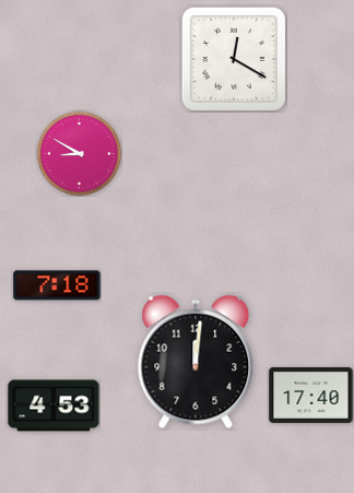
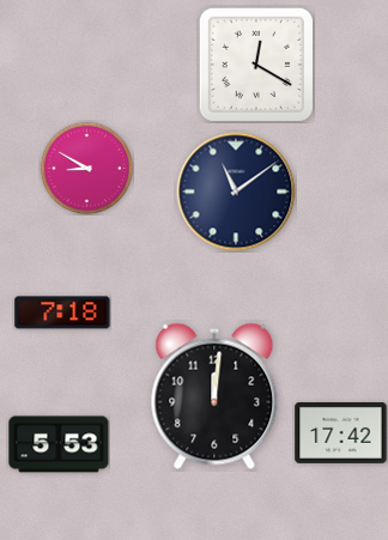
clock at (236, 192): none -> 11:09
clock at (311, 395): 17:40 -> 17:42
clock at (54, 406): 4:53 -> 5:53
